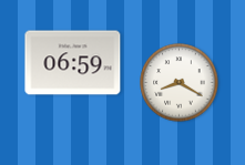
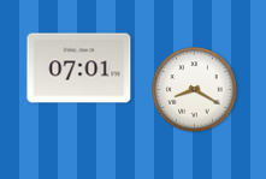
clock at (73, 63): 06:59 -> 07:01
